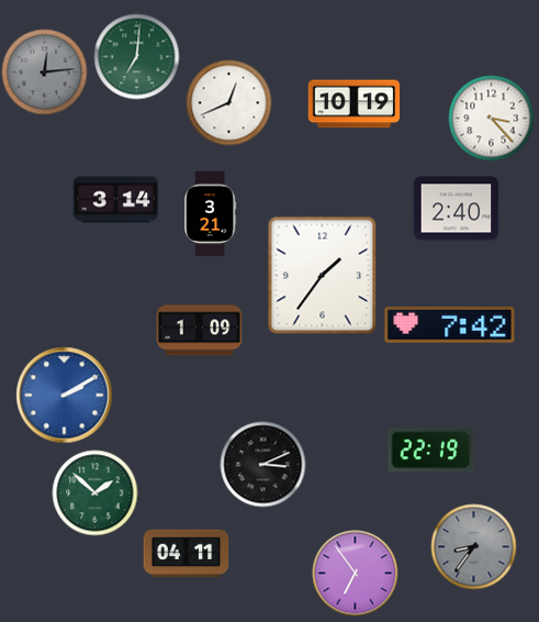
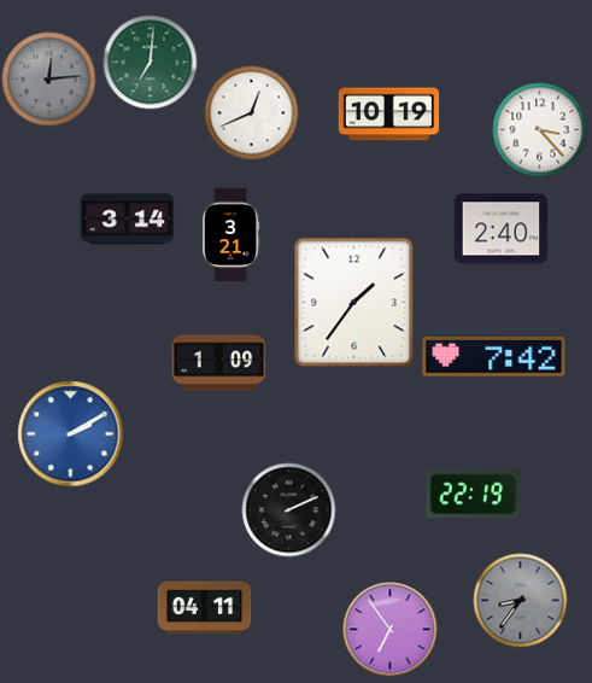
clock at (262, 464): 3:11 -> 2:11
clock at (94, 492): 1:52 -> none
